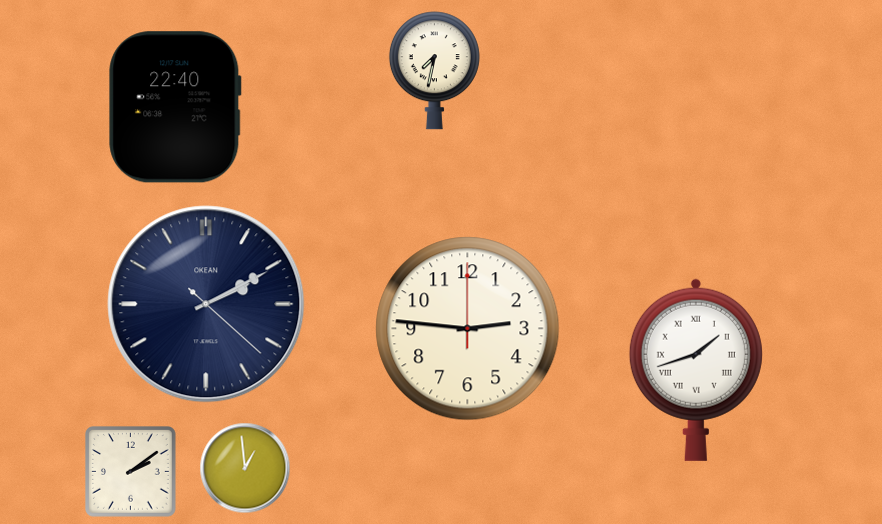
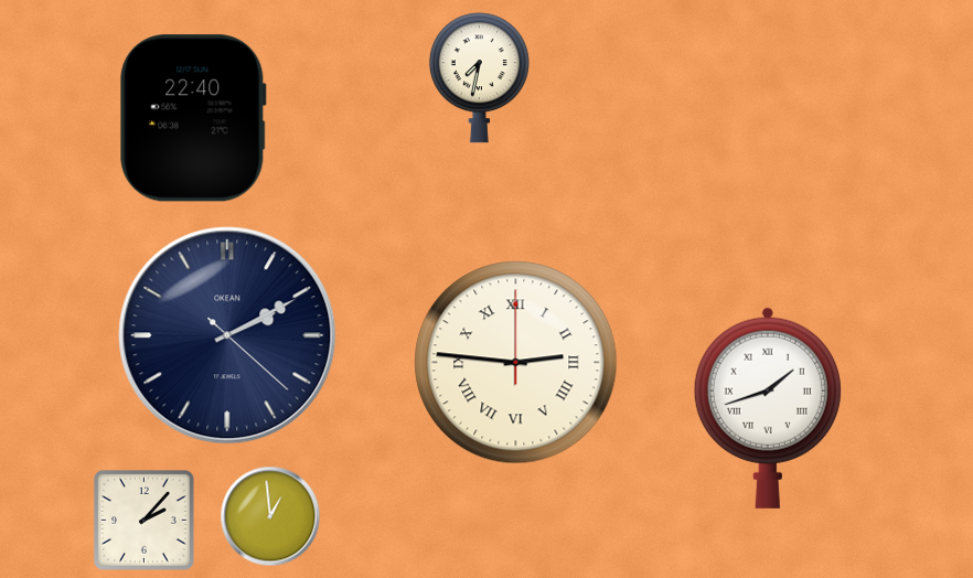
clock at (468, 329) numerals: Arabic -> Roman
clock at (131, 472): 2:09 -> 2:07
